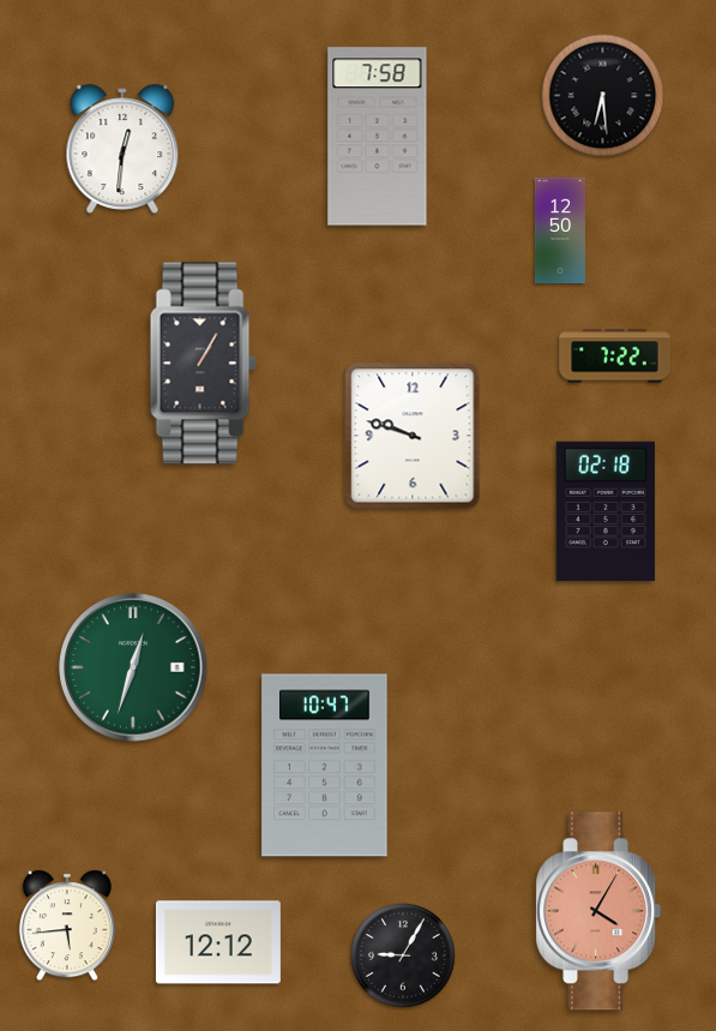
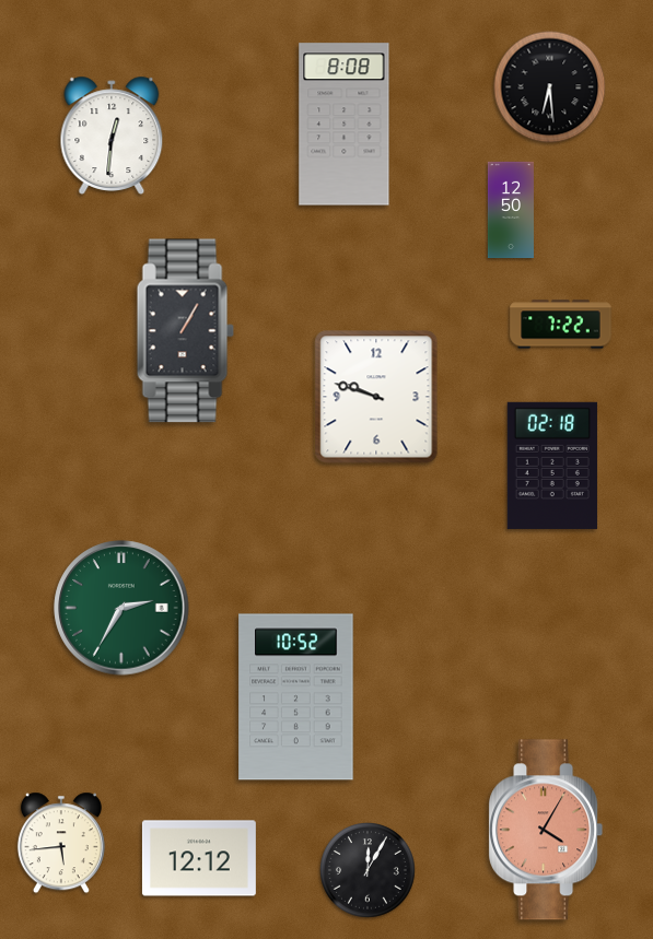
clock at (378, 137): 7:58 -> 8:08
clock at (133, 667): 12:33 -> 2:35
clock at (325, 766): 10:47 -> 10:52
clock at (404, 957): 9:05 -> 12:05
